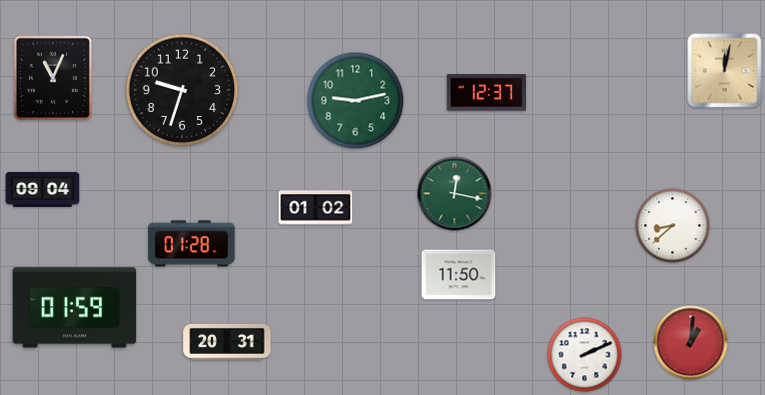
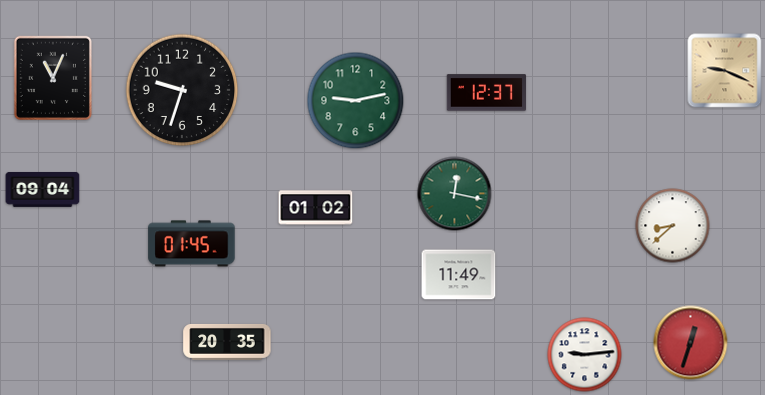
clock at (725, 71): 12:02 -> 9:19
clock at (192, 244): 01:28 -> 01:45
clock at (459, 275): 11:50 -> 11:49
clock at (75, 308): 01:59 -> none
clock at (227, 342): 20:31 -> 20:35
clock at (691, 343): 1:01 -> 12:33
clock at (585, 355): 2:11 -> 9:14
